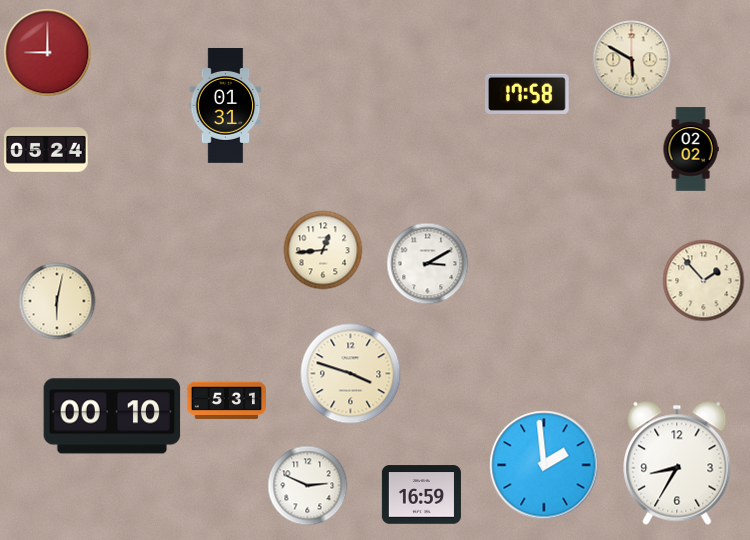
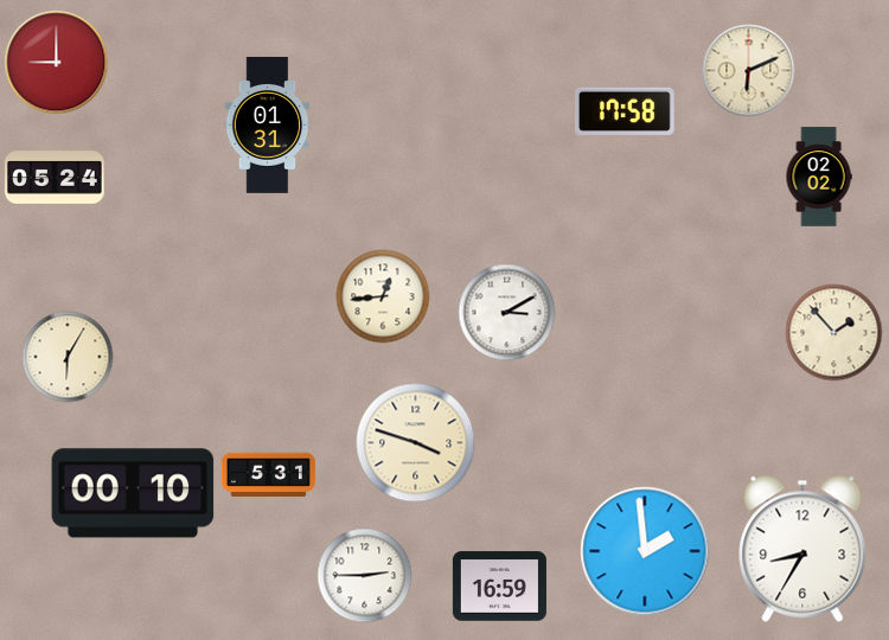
clock at (632, 60): 5:50 -> 6:11
clock at (57, 301): 6:02 -> 6:05
clock at (308, 486): 2:49 -> 2:45
